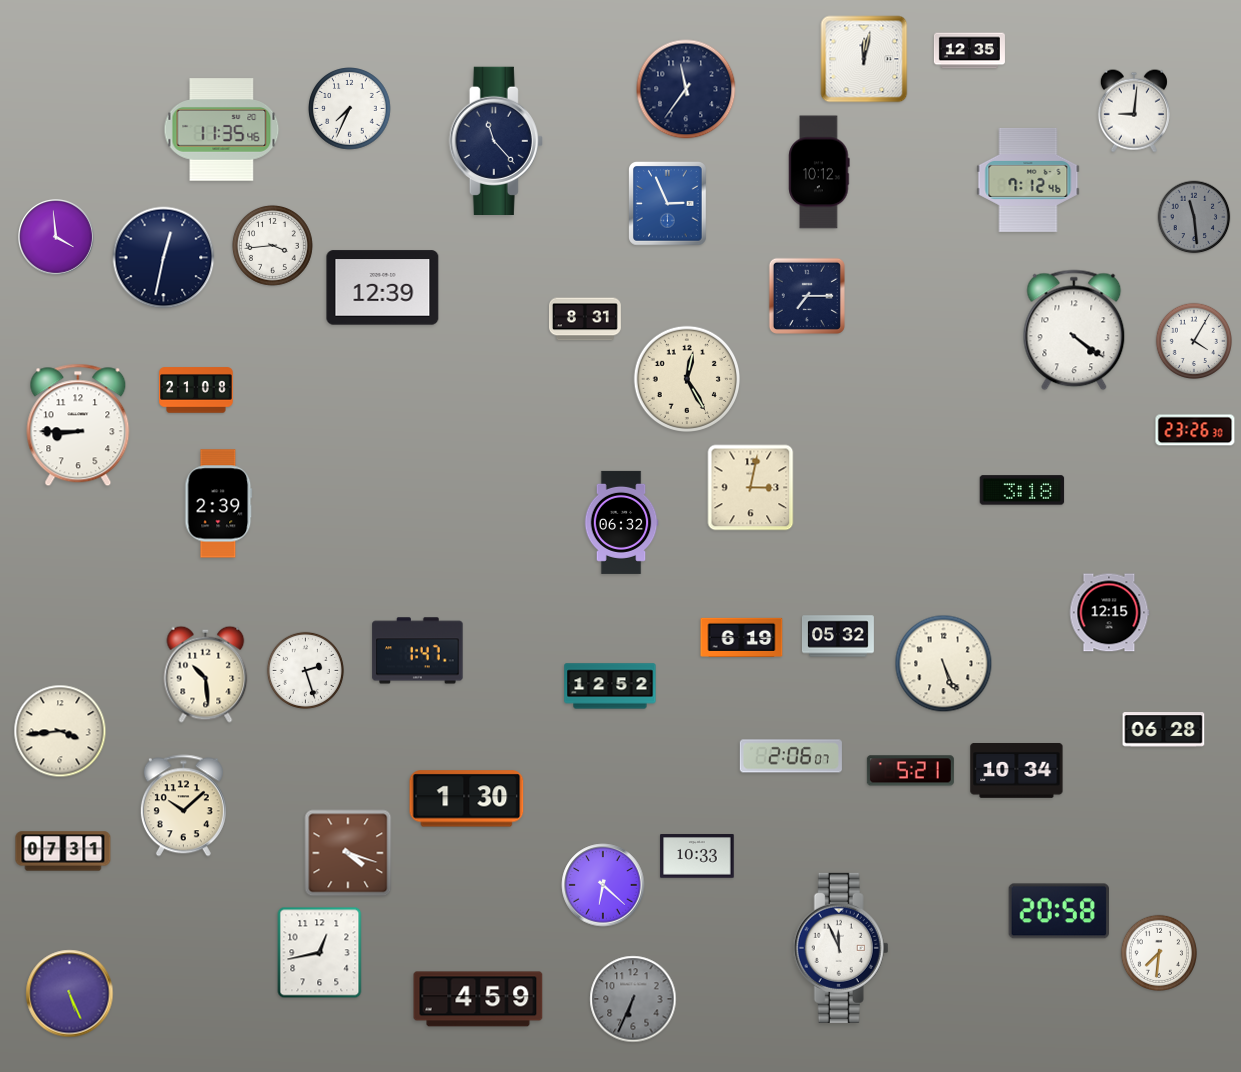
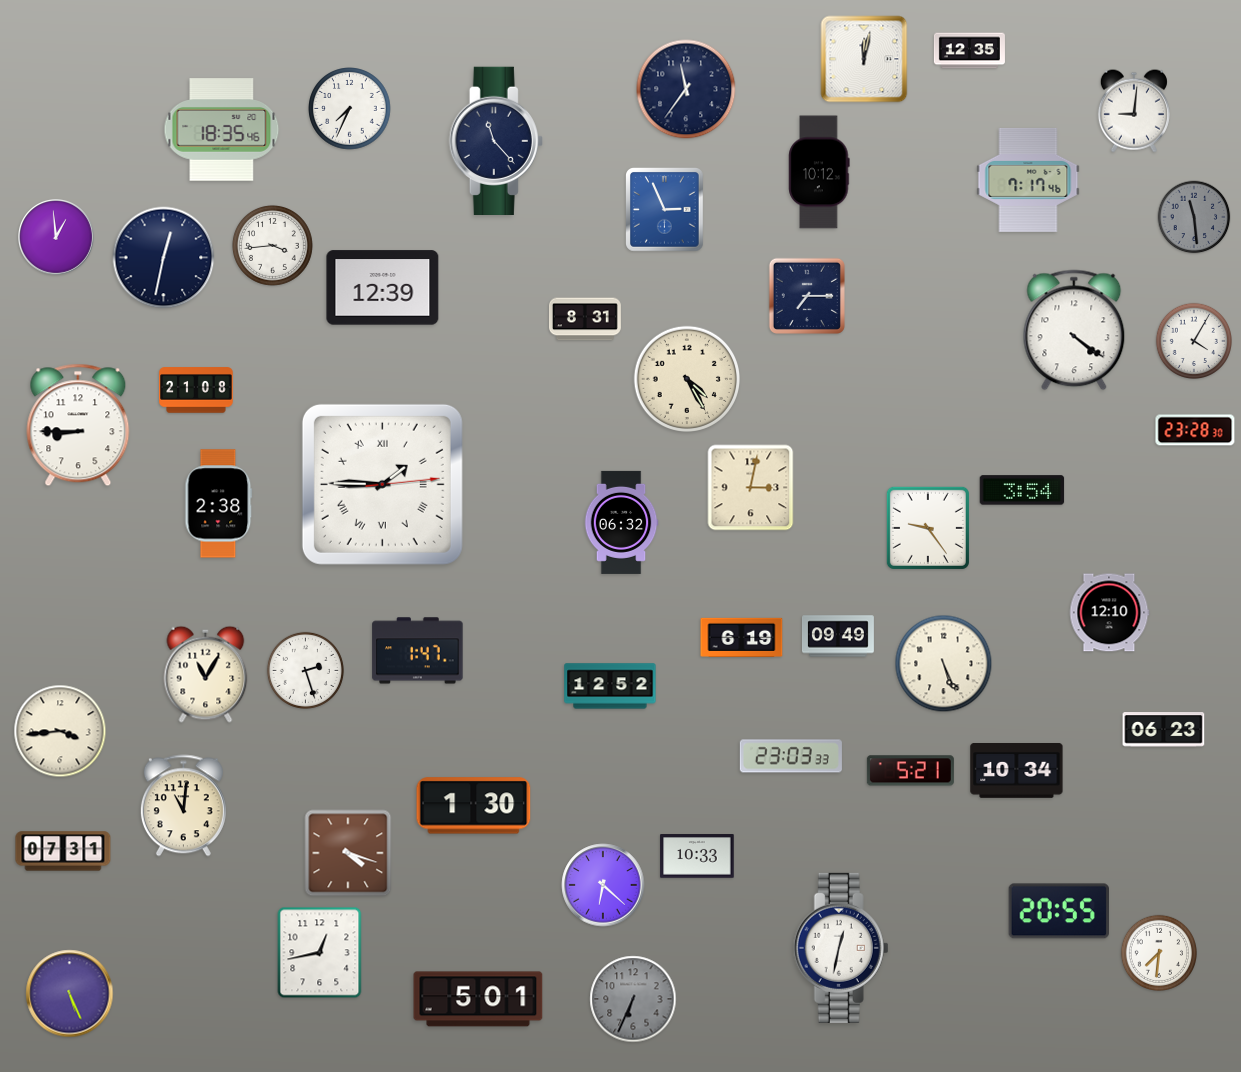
clock at (222, 130): 11:35 -> 18:35
clock at (1028, 180): 7:12 -> 7:17
clock at (668, 204) position: (668, 204) -> (665, 210)
clock at (57, 238): 3:59 -> 12:59
clock at (686, 378): 12:25 -> 4:25
clock at (1195, 430): 23:26 -> 23:28
clock at (382, 484): none -> 1:45
clock at (1022, 490): 3:18 -> 3:54
clock at (219, 504): 2:39 -> 2:38
clock at (928, 528): none -> 9:24
clock at (1109, 613): 12:15 -> 12:10
clock at (838, 636): 05:32 -> 09:49
clock at (206, 674): 10:29 -> 11:05
clock at (1164, 730): 06:28 -> 06:23
clock at (791, 756): 2:06 -> 23:03
clock at (467, 799) position: (467, 799) -> (474, 806)
clock at (183, 806): 10:08 -> 11:01
clock at (1058, 911): 20:58 -> 20:55
clock at (841, 948): 11:56 -> 12:32
clock at (478, 999): 4:59 -> 5:01
